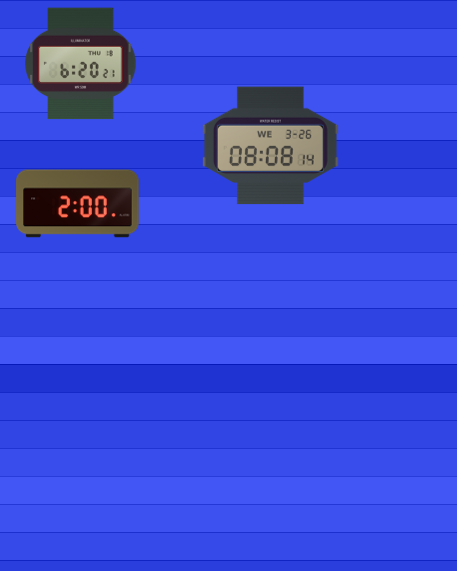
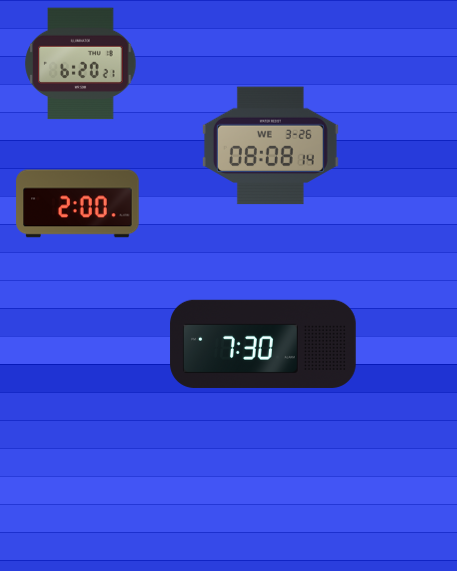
clock at (263, 344): none -> 7:30
